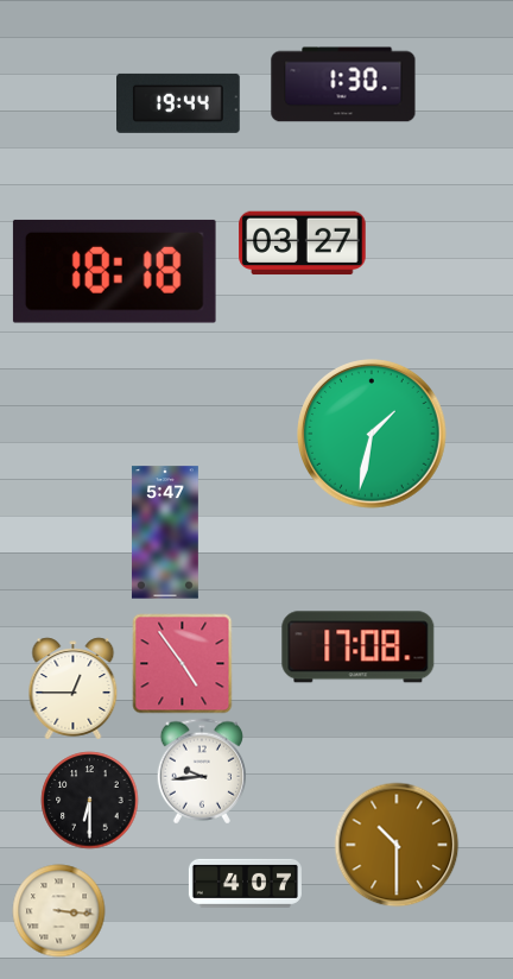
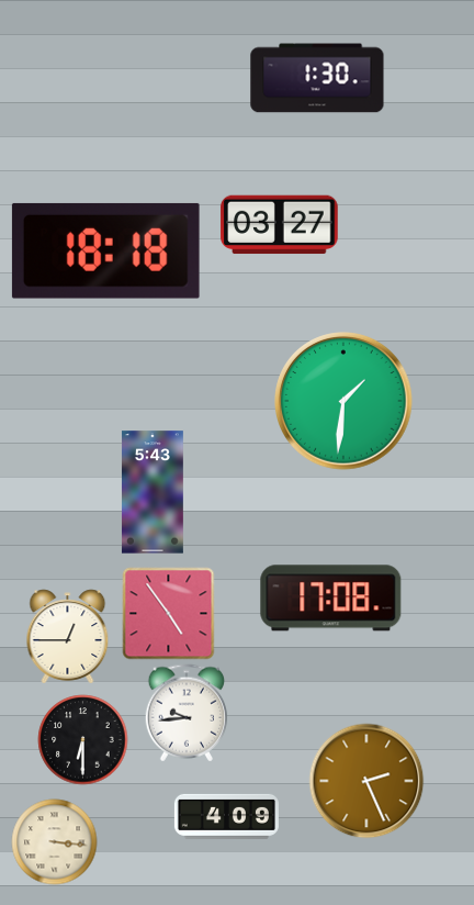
clock at (179, 103): 19:44 -> none
clock at (372, 434): 1:32 -> 1:31
clock at (165, 532): 5:47 -> 5:43
clock at (397, 845): 10:30 -> 2:26
clock at (245, 883): 4:07 -> 4:09
